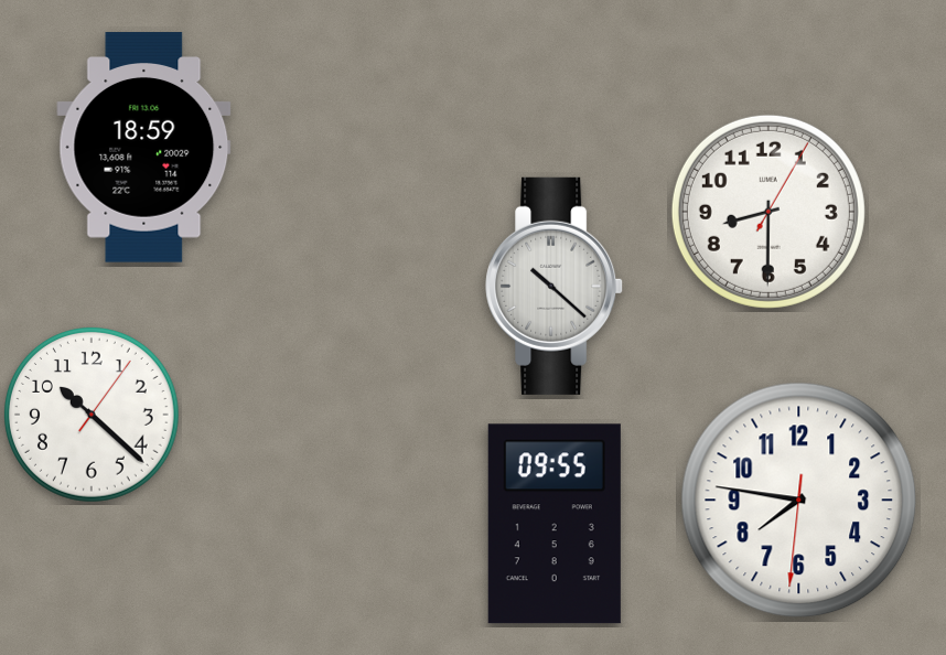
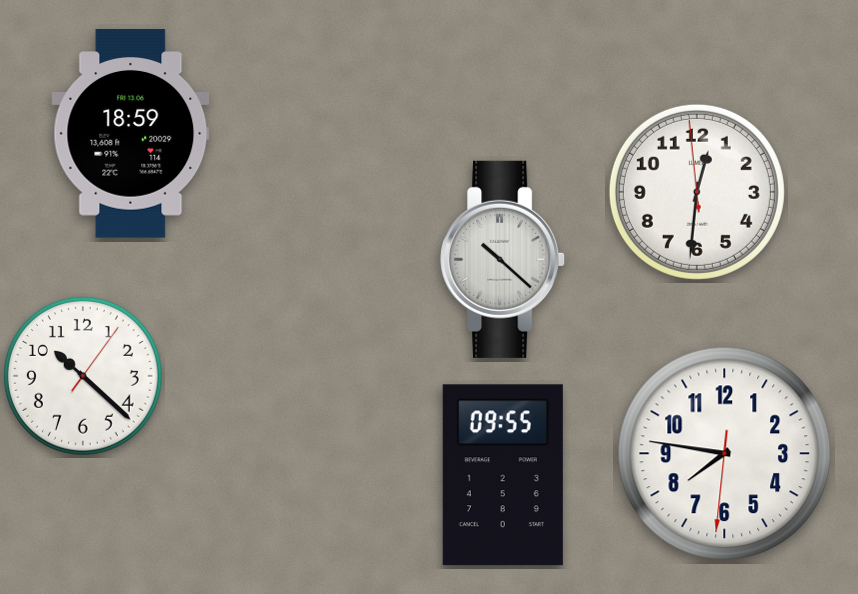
clock at (768, 212): 8:30 -> 12:30
